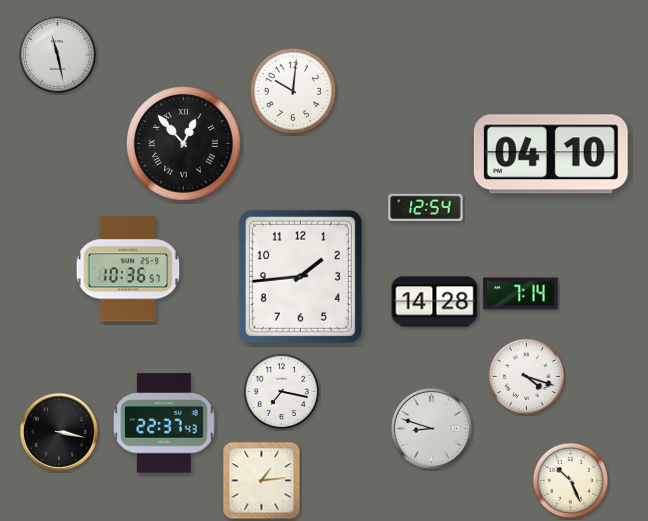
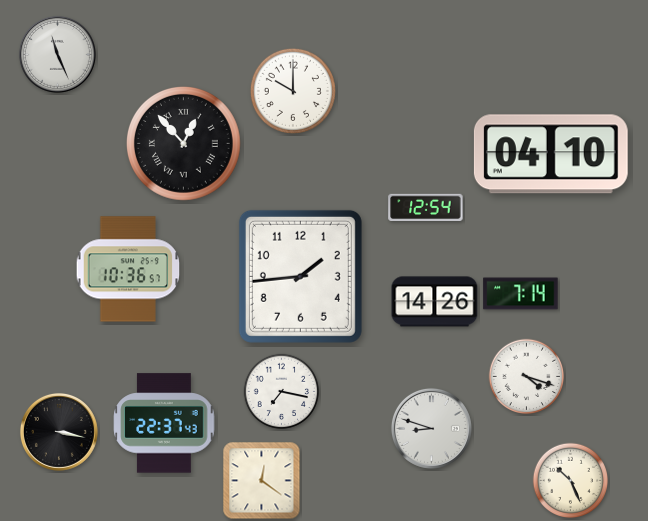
clock at (57, 54): 11:28 -> 11:26
clock at (293, 91): 10:01 -> 10:00
clock at (435, 302): 14:28 -> 14:26
clock at (262, 481): 1:14 -> 12:21
